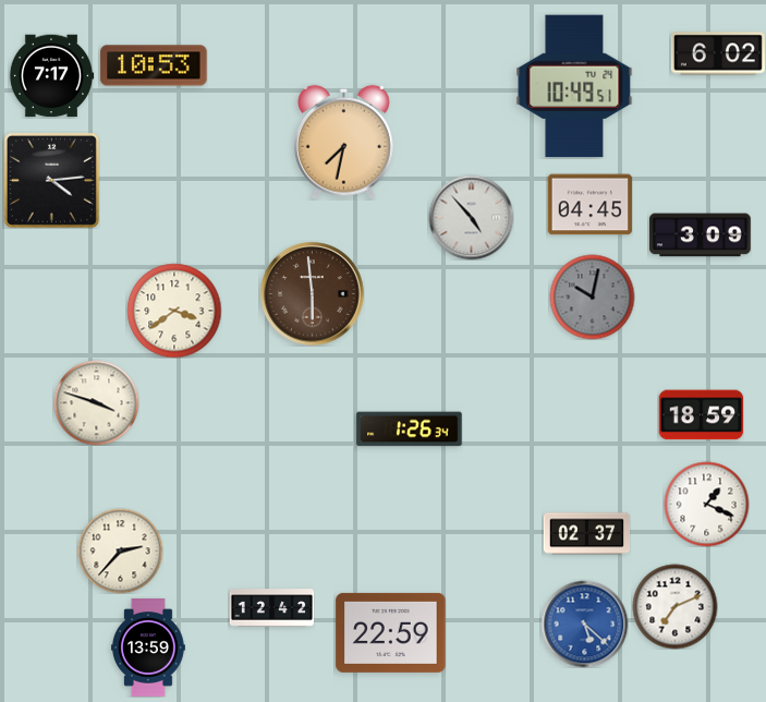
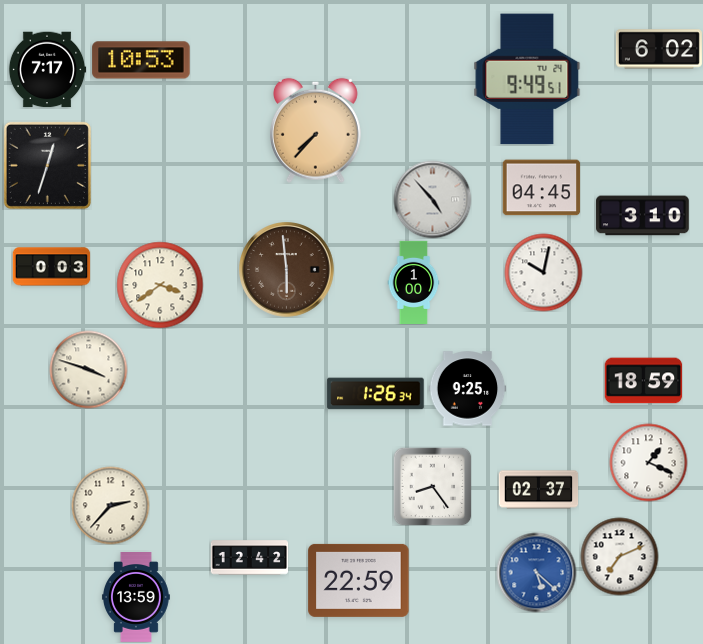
clock at (574, 86): 10:49 -> 9:49
clock at (343, 142): 7:32 -> 7:37
clock at (51, 180): 4:14 -> 12:33
clock at (701, 235): 3:09 -> 3:10
clock at (51, 267): none -> 0:03
clock at (592, 296) dial: grey -> white
clock at (414, 282): none -> 1:00
clock at (467, 389): none -> 9:25
clock at (432, 486): none -> 8:24
clock at (148, 649) position: (148, 649) -> (136, 598)
